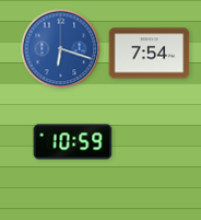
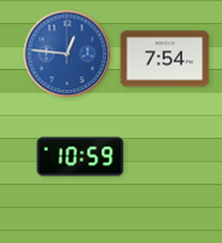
clock at (61, 49): 6:18 -> 12:46
